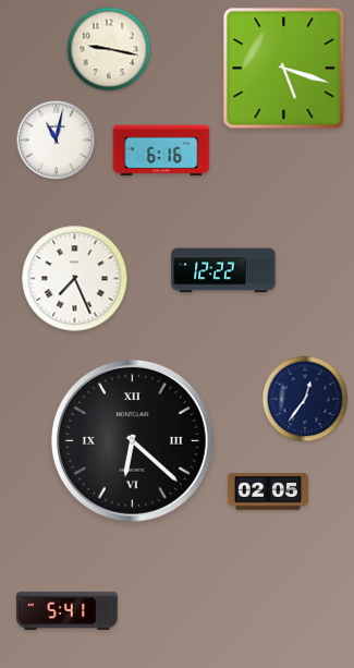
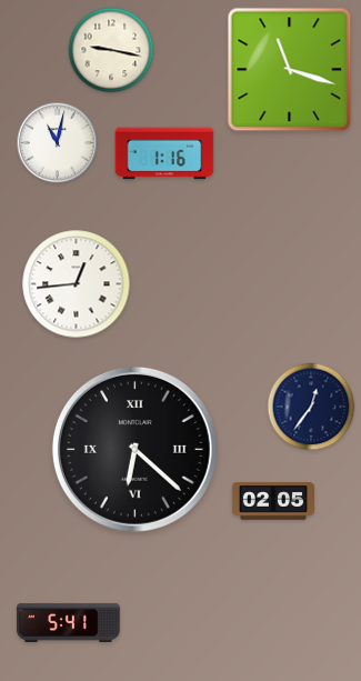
clock at (284, 69): 5:18 -> 11:18
clock at (161, 150): 6:16 -> 1:16
clock at (223, 270): 12:22 -> none
clock at (75, 279): 7:26 -> 12:44
